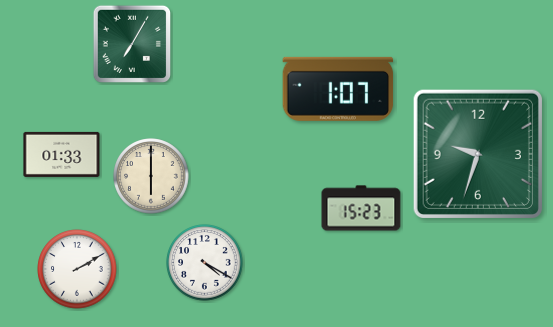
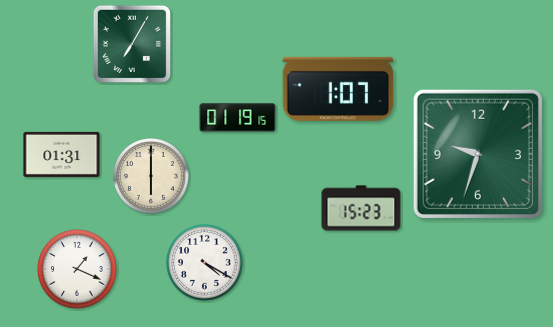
clock at (238, 118): none -> 01:19
clock at (62, 154): 01:33 -> 01:31
clock at (77, 269): 2:10 -> 1:19
